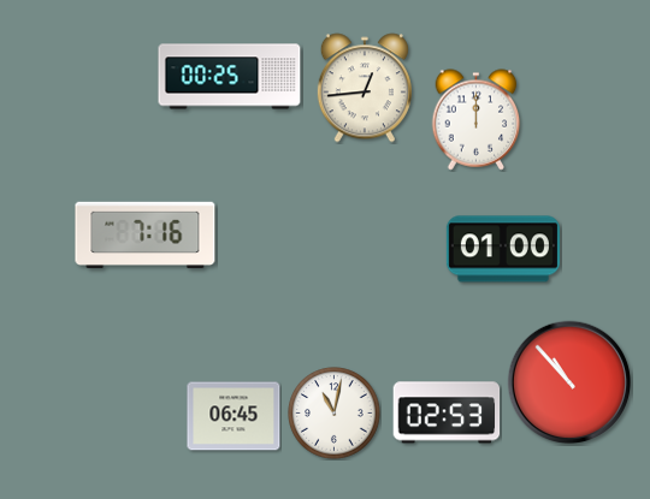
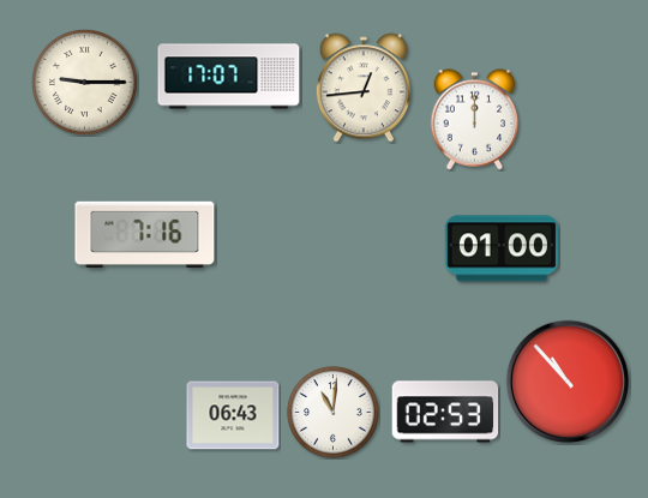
clock at (230, 77): 00:25 -> 17:07
clock at (84, 82): none -> 9:15
clock at (335, 414): 11:02 -> 11:01
clock at (234, 416): 06:45 -> 06:43
